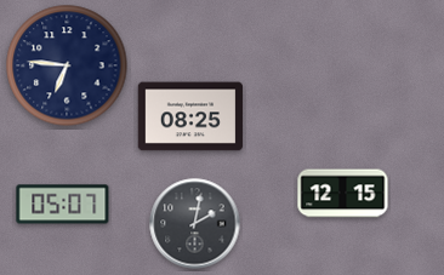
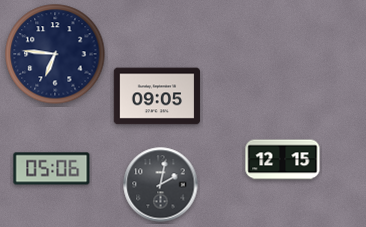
clock at (190, 116): 08:25 -> 09:05
clock at (63, 205): 05:07 -> 05:06
